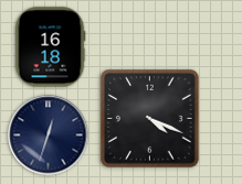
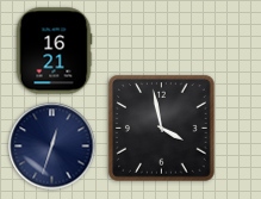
clock at (50, 47): 16:18 -> 16:21
clock at (150, 119): 4:19 -> 3:58
